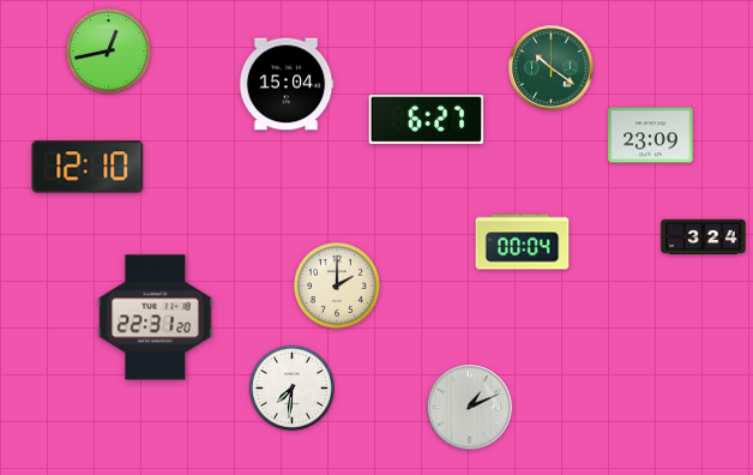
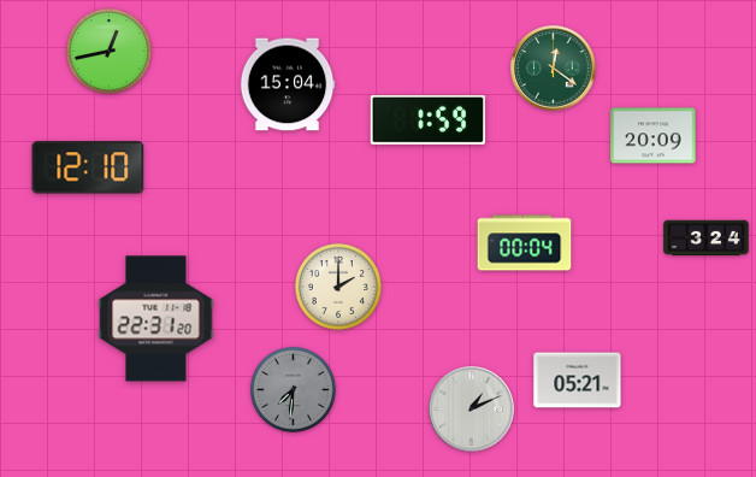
clock at (552, 68): 10:21 -> 12:21
clock at (427, 119): 6:27 -> 1:59
clock at (651, 136): 23:09 -> 20:09
clock at (578, 381): none -> 05:21
clock at (291, 387) dial: white -> grey
